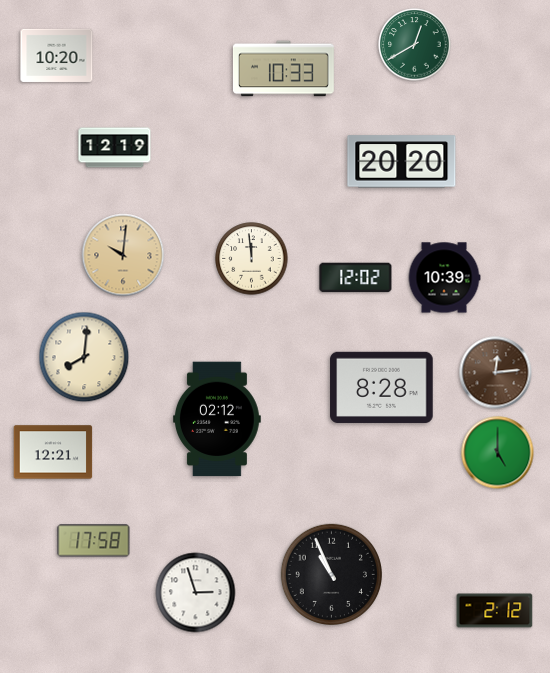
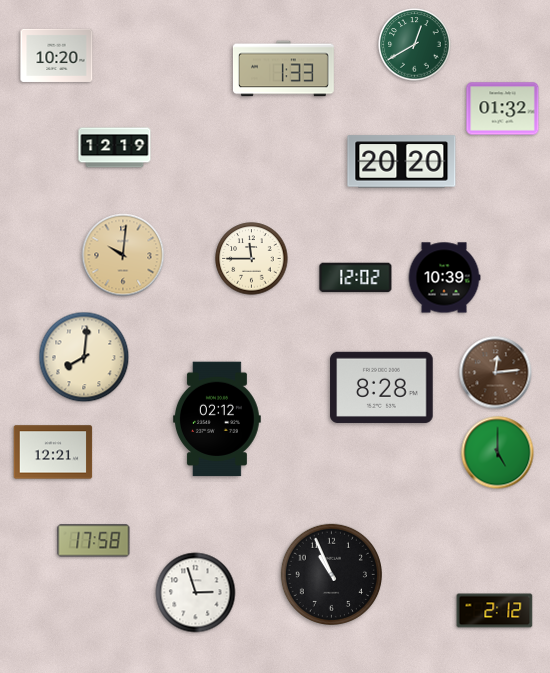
clock at (283, 69): 10:33 -> 1:33
clock at (503, 109): none -> 01:32
clock at (252, 259): 11:59 -> 11:45
